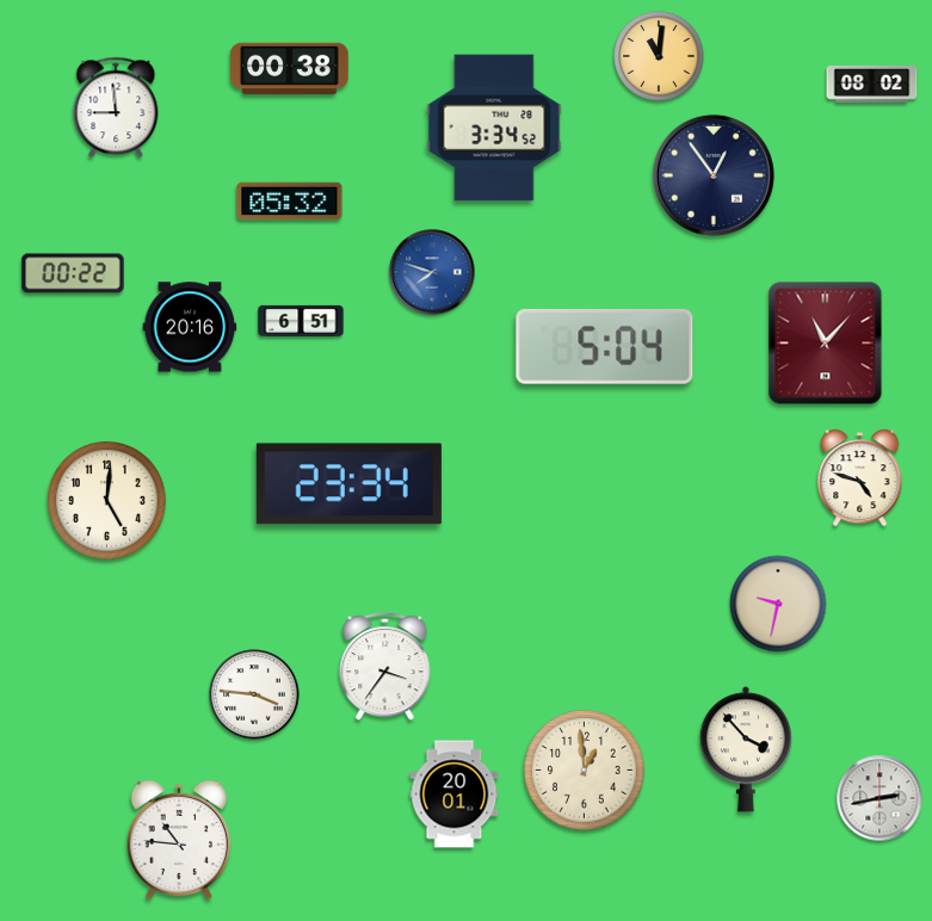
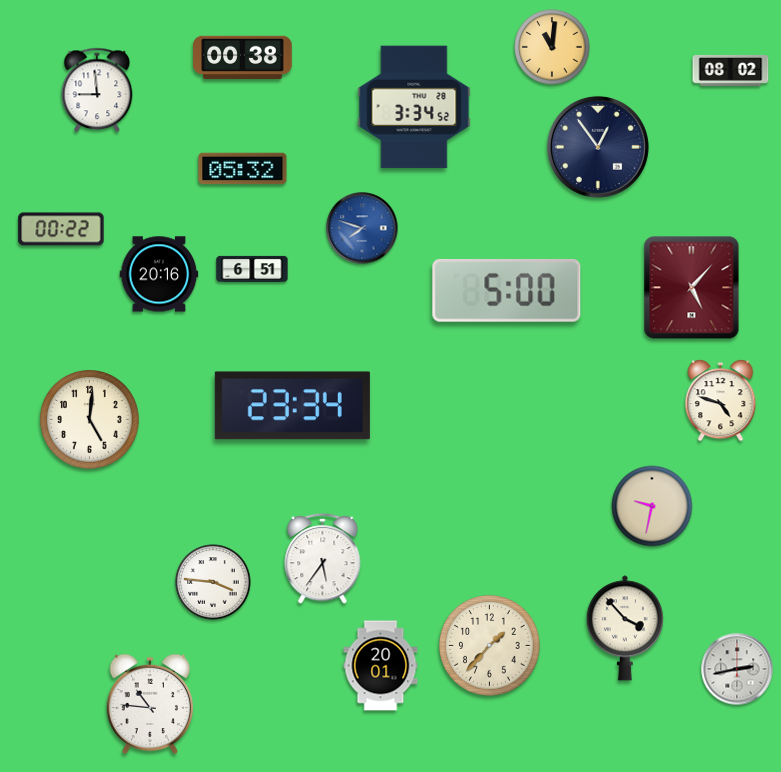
clock at (826, 344): 11:07 -> 5:07
clock at (605, 346): 5:04 -> 5:00
clock at (385, 666): 3:36 -> 5:36
clock at (585, 771): 12:59 -> 1:37
